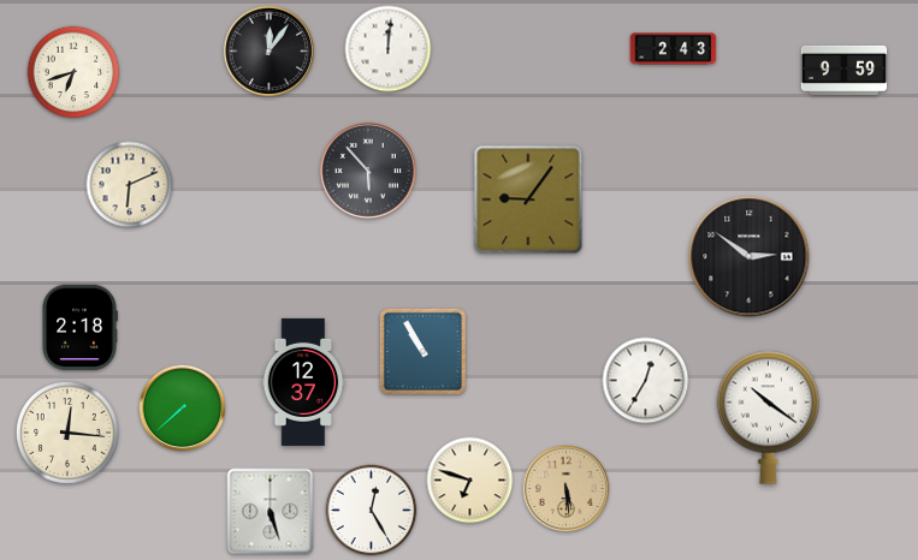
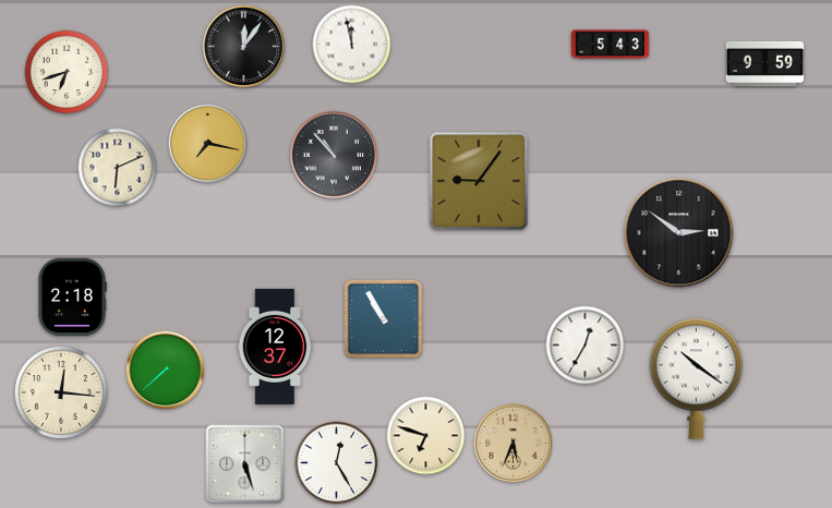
clock at (389, 49): 12:01 -> 11:58
clock at (674, 49): 2:43 -> 5:43
clock at (73, 72) position: (73, 72) -> (67, 72)
clock at (208, 144): none -> 7:17
clock at (368, 171): 5:53 -> 10:53
clock at (567, 489): 5:29 -> 5:34
